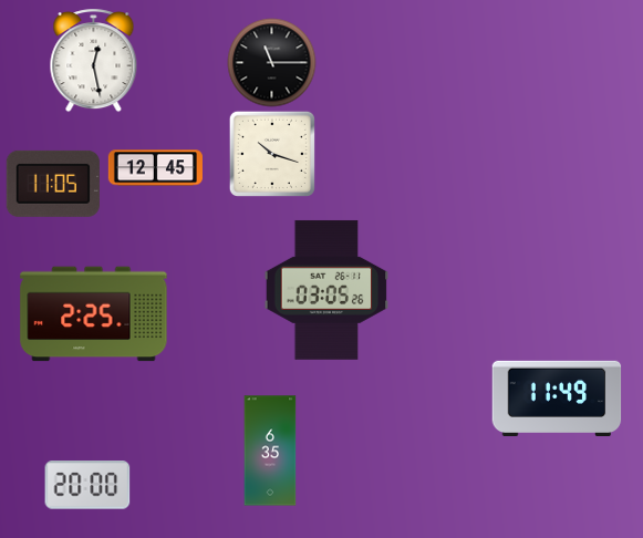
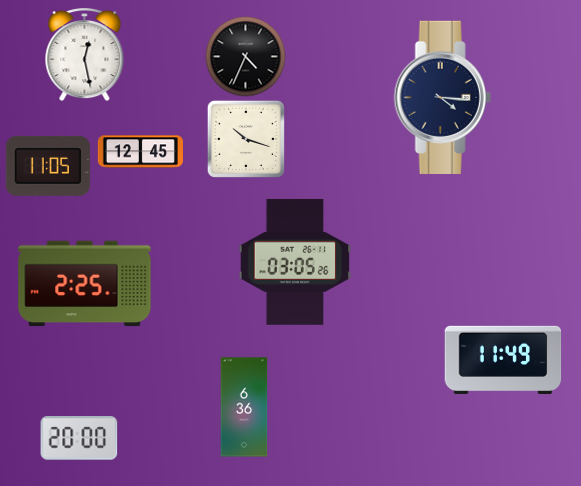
clock at (272, 63): 11:15 -> 4:34
clock at (442, 97): none -> 4:16
clock at (270, 451): 6:35 -> 6:36
